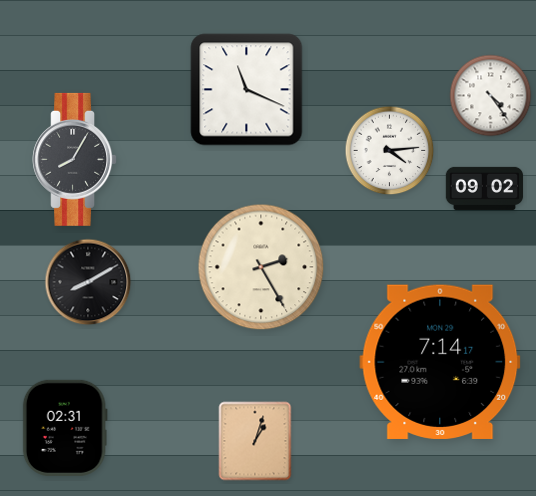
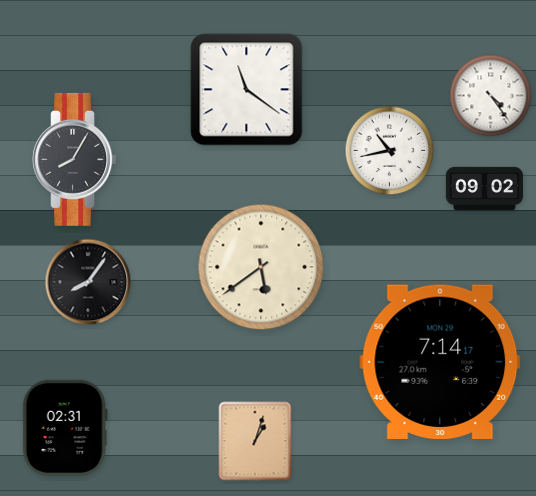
clock at (247, 90): 11:19 -> 11:21
clock at (390, 151): 4:14 -> 10:43
clock at (261, 267): 2:25 -> 5:39
clock at (88, 282): 8:10 -> 8:06
